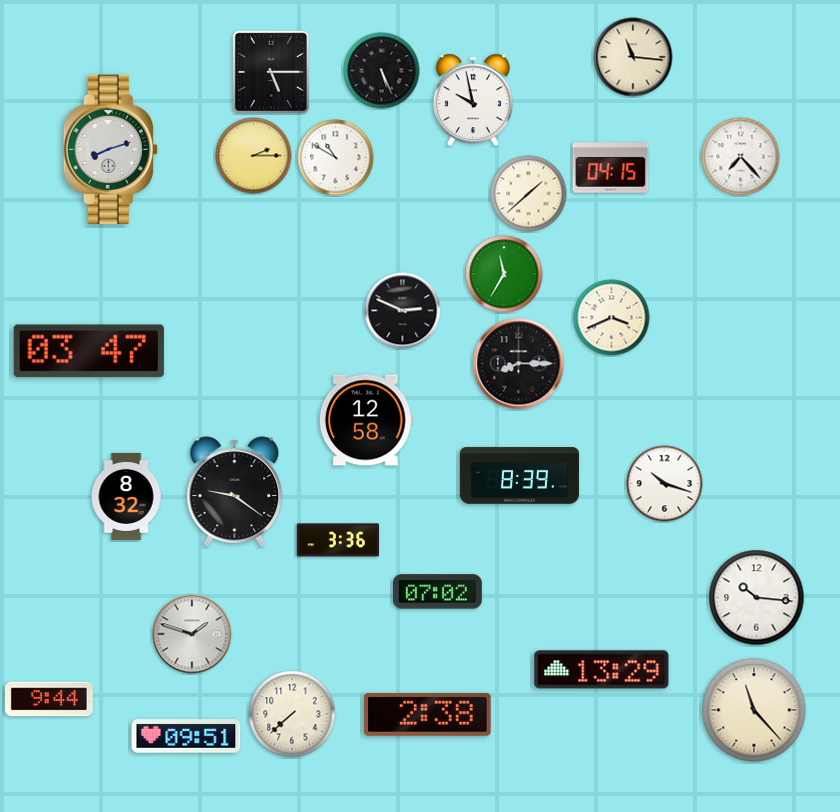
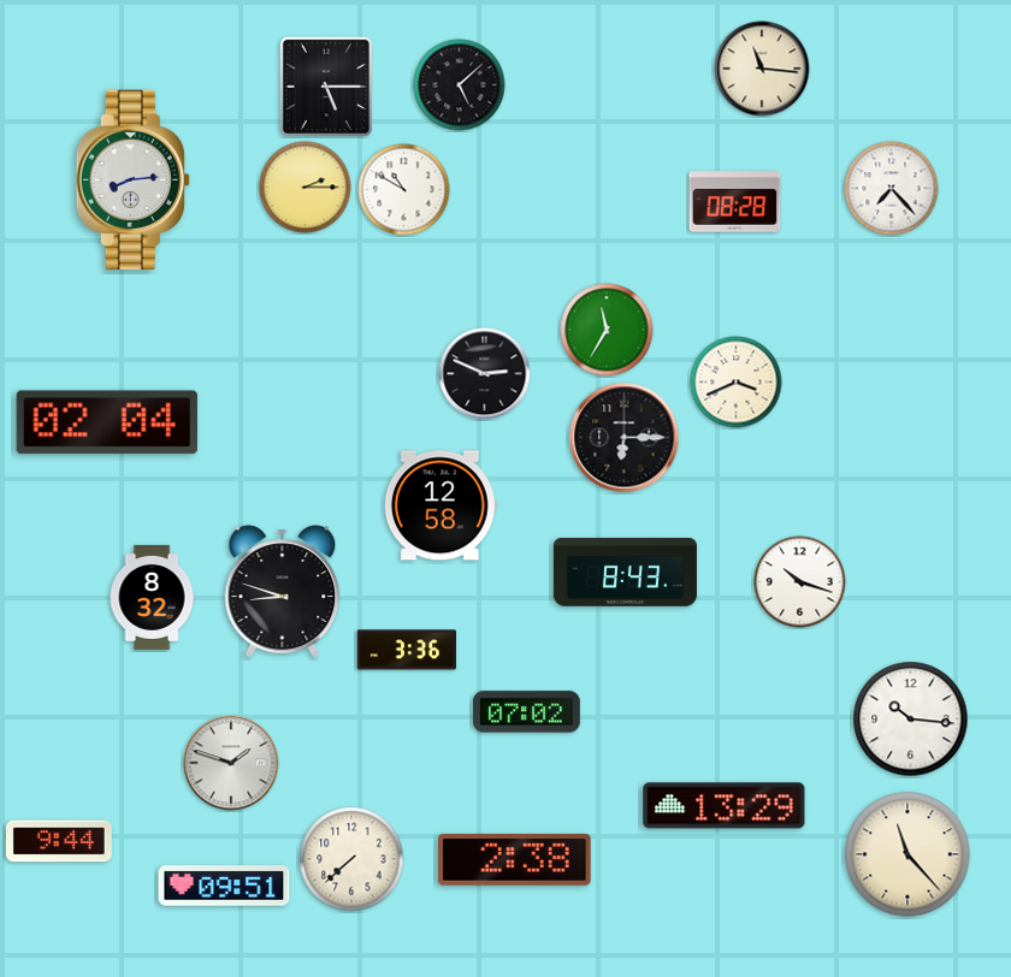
clock at (382, 71): 5:26 -> 5:08
clock at (473, 100): 9:58 -> none
clock at (110, 150): 8:12 -> 8:14
clock at (611, 168): 04:15 -> 08:28
clock at (529, 194): 1:38 -> none
clock at (89, 351): 03:47 -> 02:04
clock at (519, 364): 8:15 -> 6:15
clock at (519, 476): 8:39 -> 8:43
clock at (235, 492): 9:21 -> 8:48
